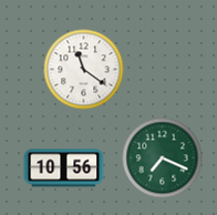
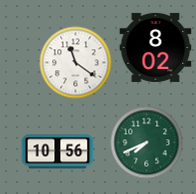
clock at (156, 47): none -> 8:02
clock at (163, 158): 7:19 -> 7:41
